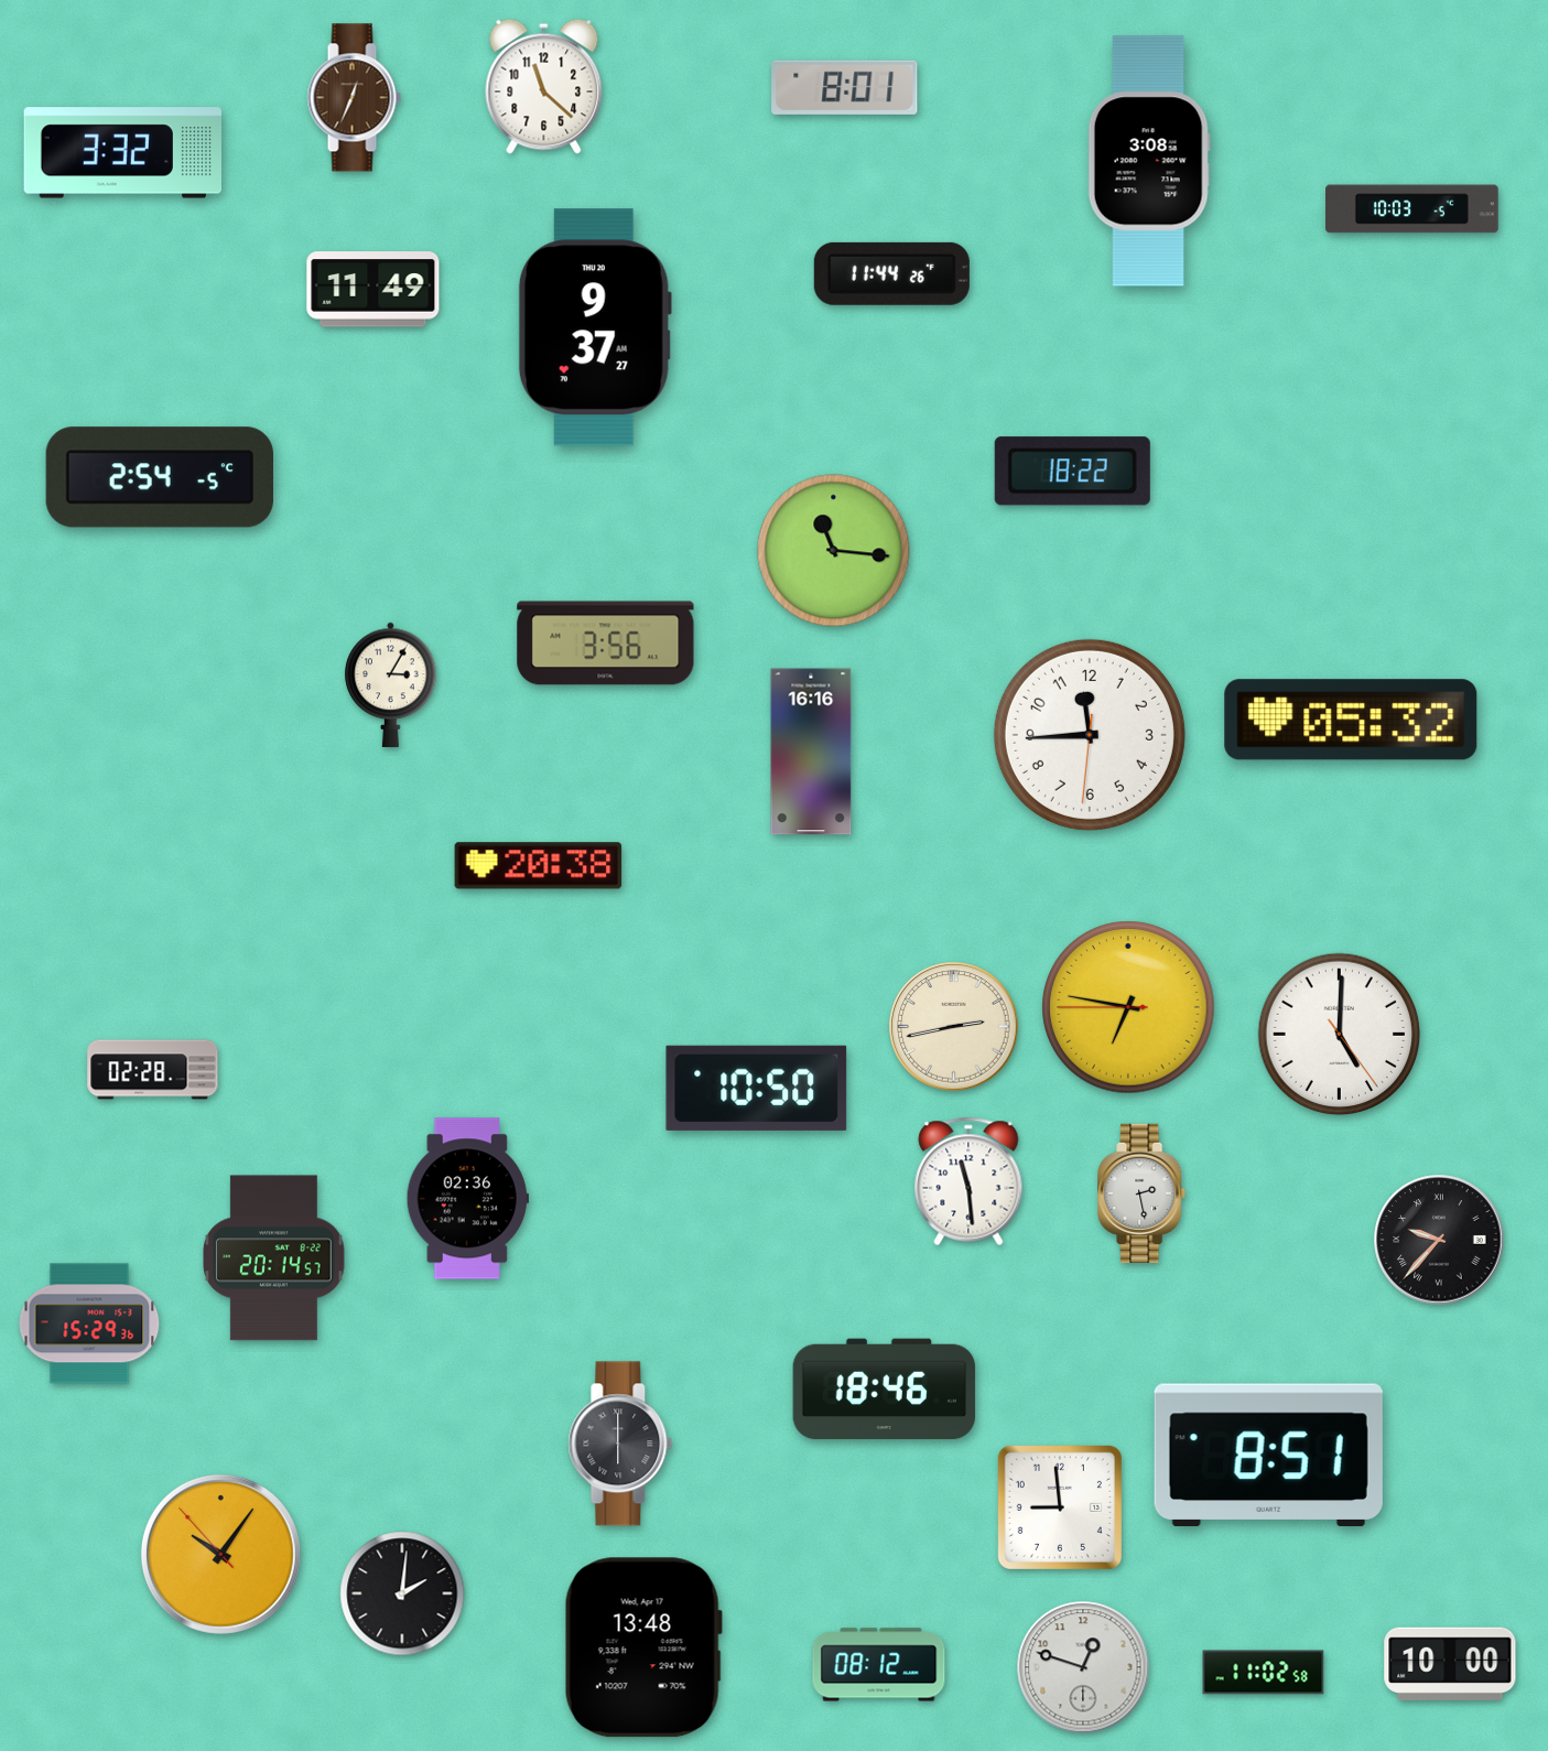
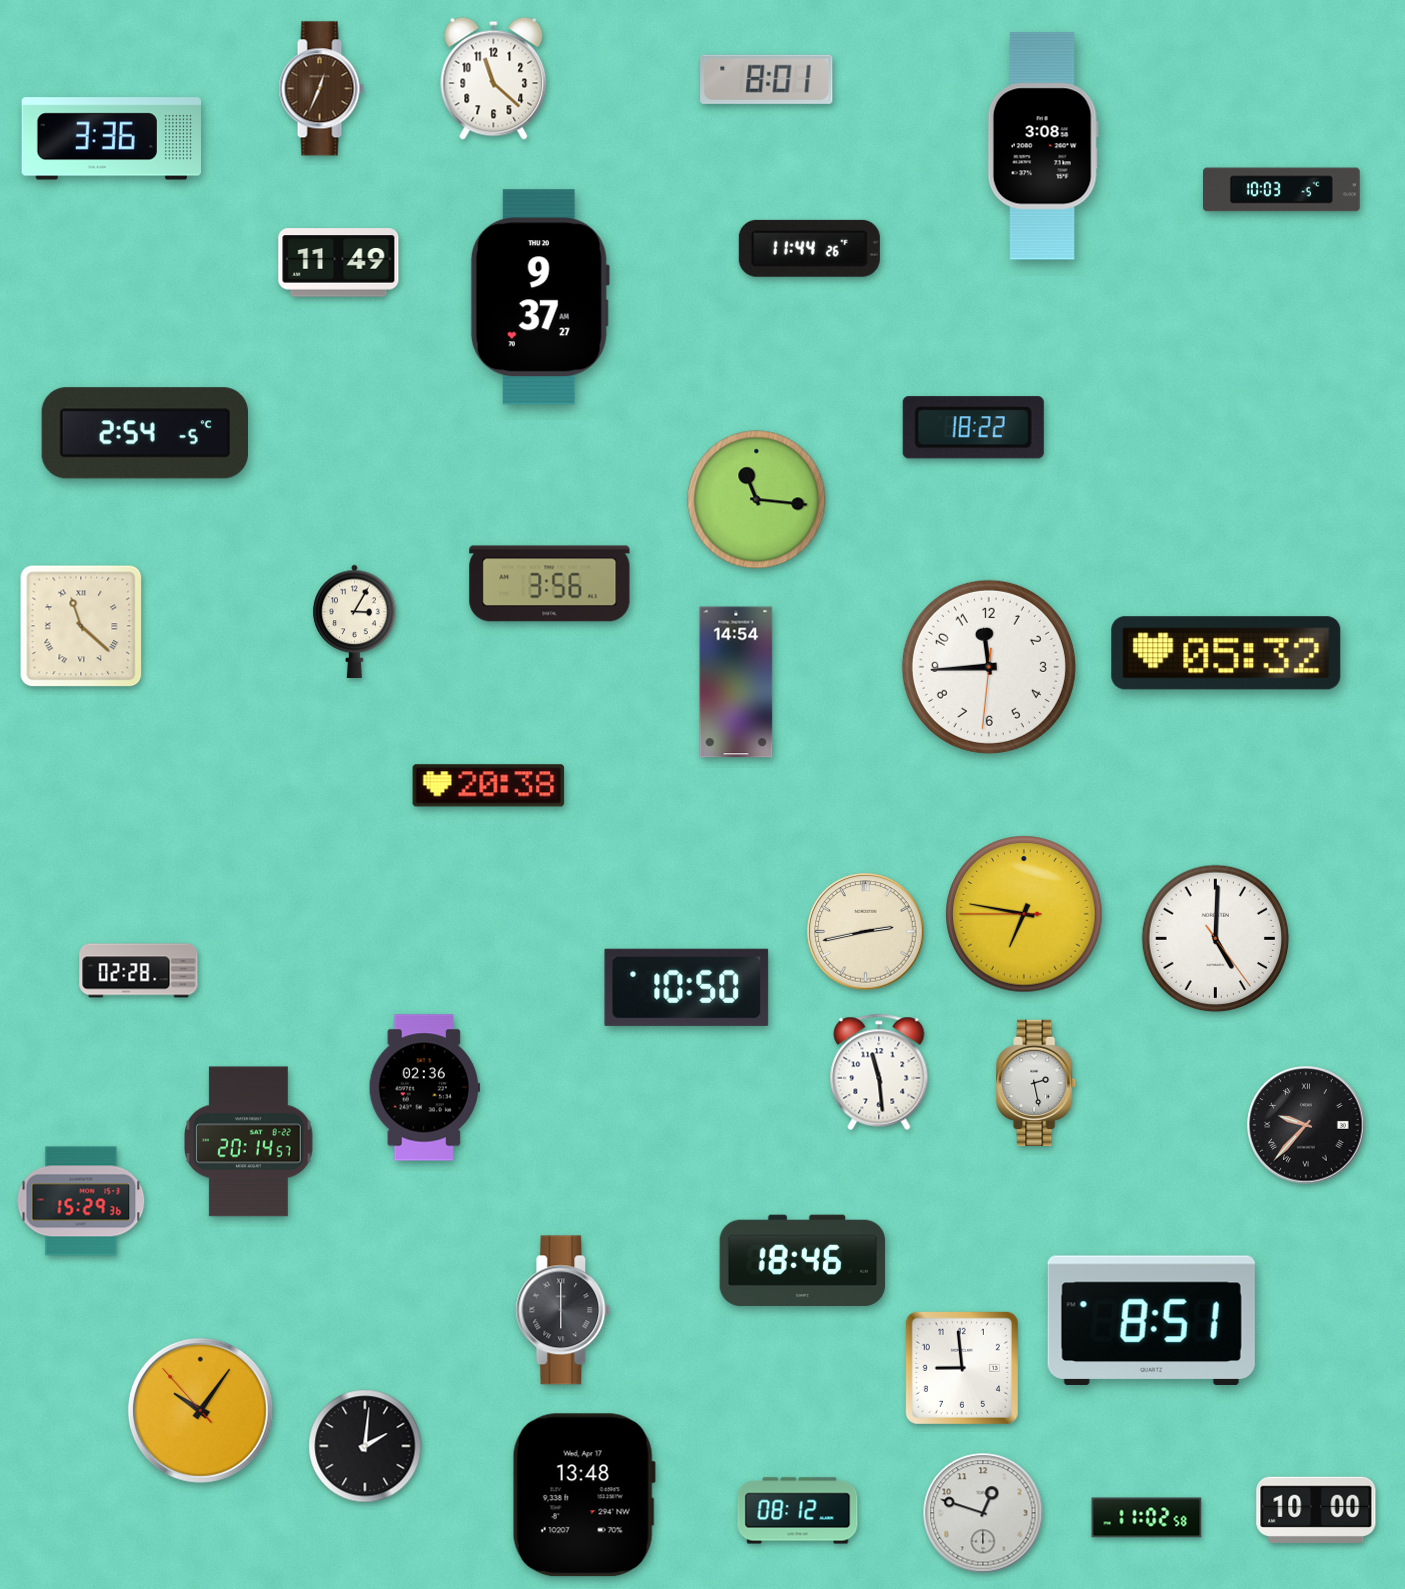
clock at (122, 153): 3:32 -> 3:36
clock at (81, 626): none -> 11:22
clock at (811, 752): 16:16 -> 14:54
